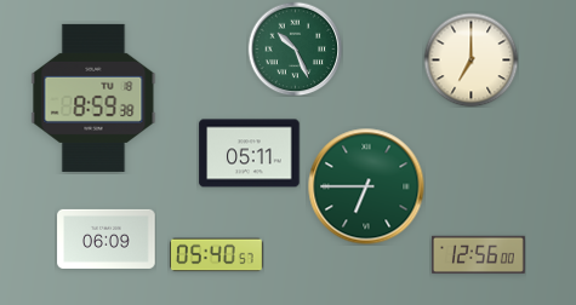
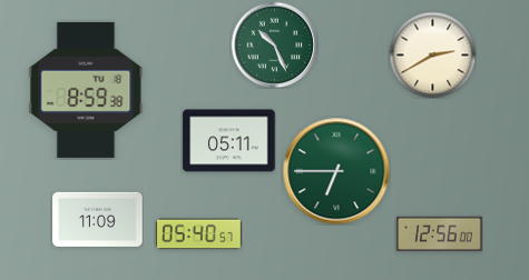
clock at (295, 48) position: (295, 48) -> (274, 44)
clock at (471, 59): 7:00 -> 2:40
clock at (107, 238): 06:09 -> 11:09
